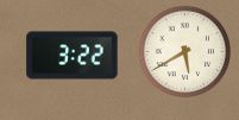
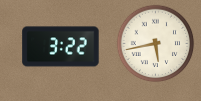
clock at (184, 51): 5:40 -> 5:43
